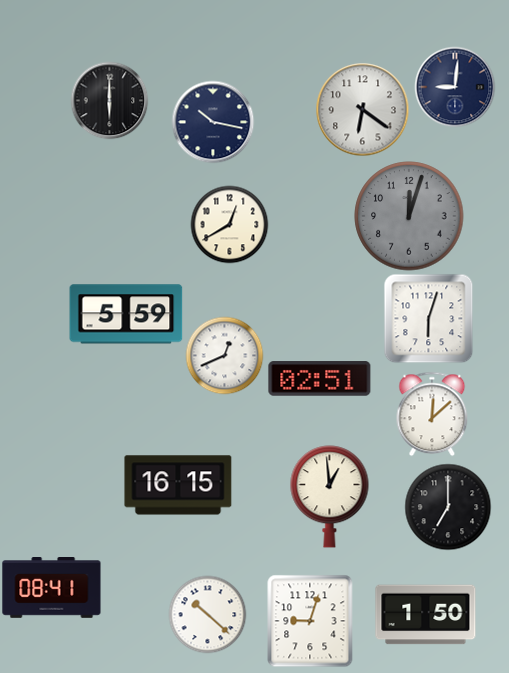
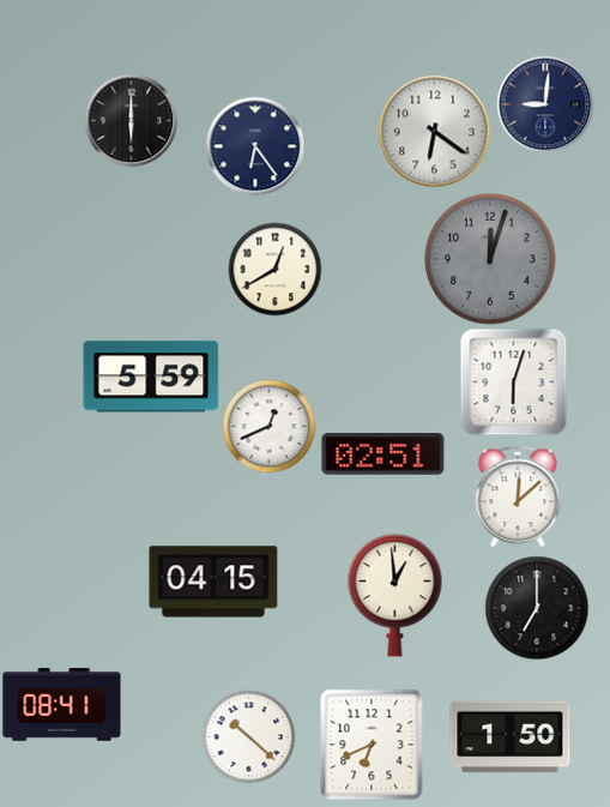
clock at (213, 122): 10:17 -> 6:24
clock at (178, 485): 16:15 -> 04:15
clock at (310, 621): 9:03 -> 6:41
